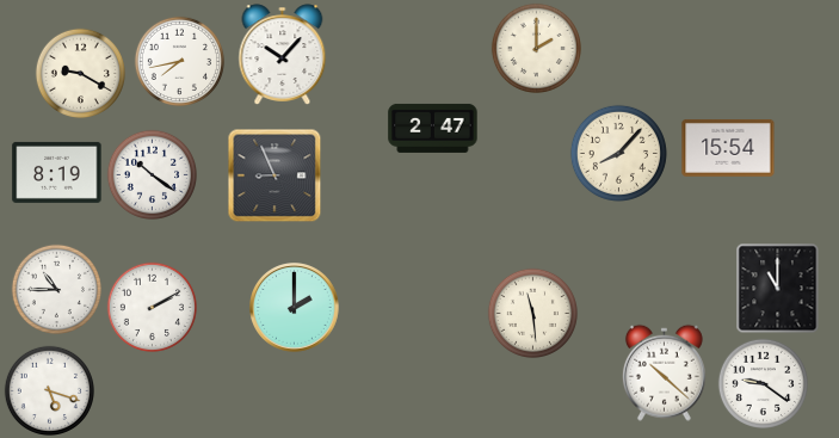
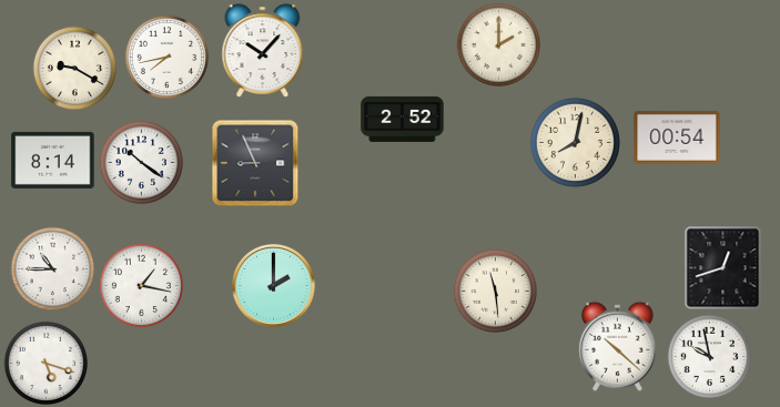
clock at (433, 128): 2:47 -> 2:52
clock at (728, 148): 15:54 -> 00:54
clock at (618, 153): 8:07 -> 8:02
clock at (57, 172): 8:19 -> 8:14
clock at (778, 289): 11:00 -> 12:42
clock at (152, 307): 2:10 -> 1:17
clock at (763, 383): 9:21 -> 9:58
